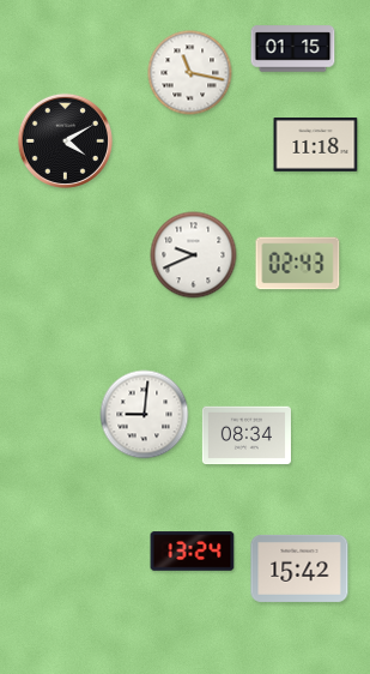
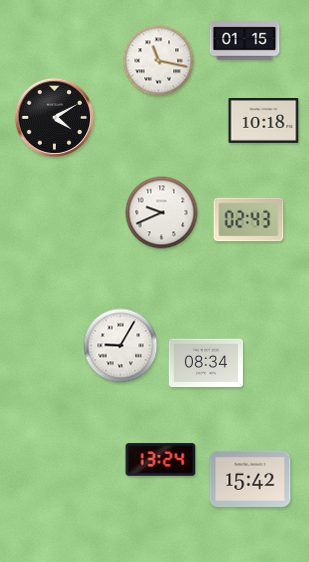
clock at (316, 145): 11:18 -> 10:18
clock at (145, 415): 9:01 -> 9:05
clock at (299, 568) position: (299, 568) -> (250, 479)
